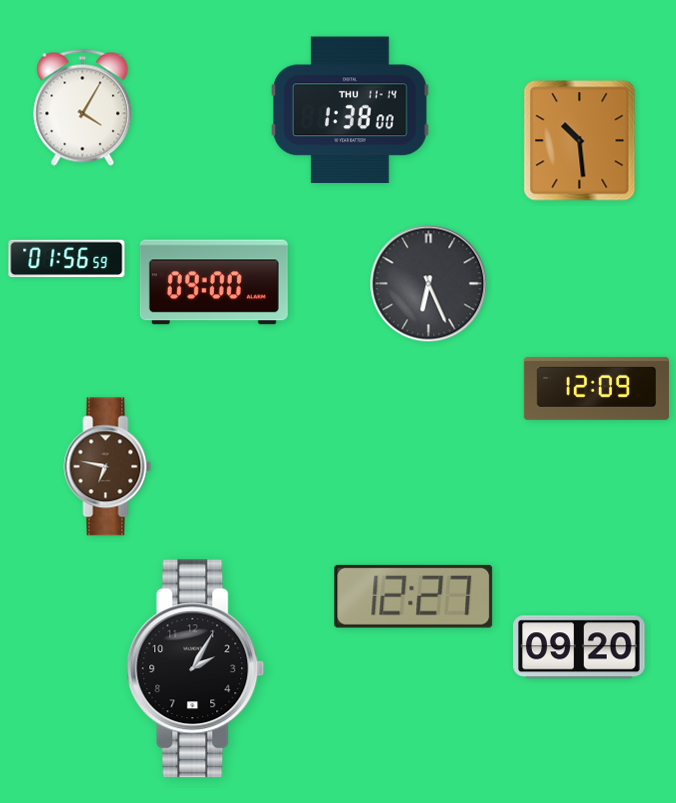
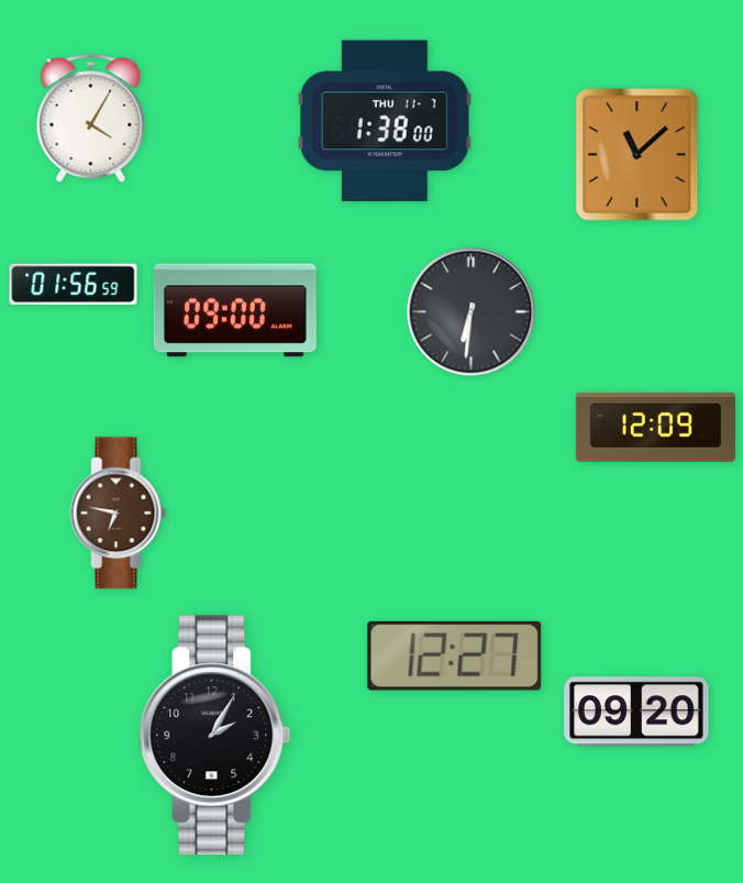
clock at (351, 110) date: THU 11-14 -> THU 11-7
clock at (580, 141): 10:29 -> 11:08
clock at (429, 284): 6:26 -> 6:31
